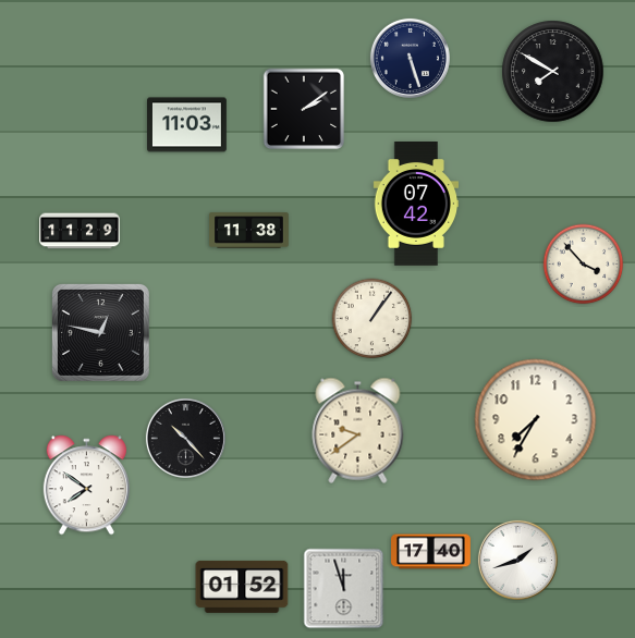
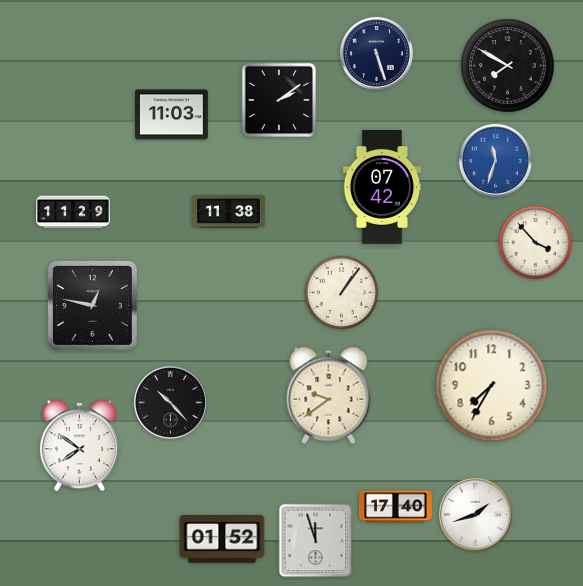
clock at (495, 160): none -> 11:33
